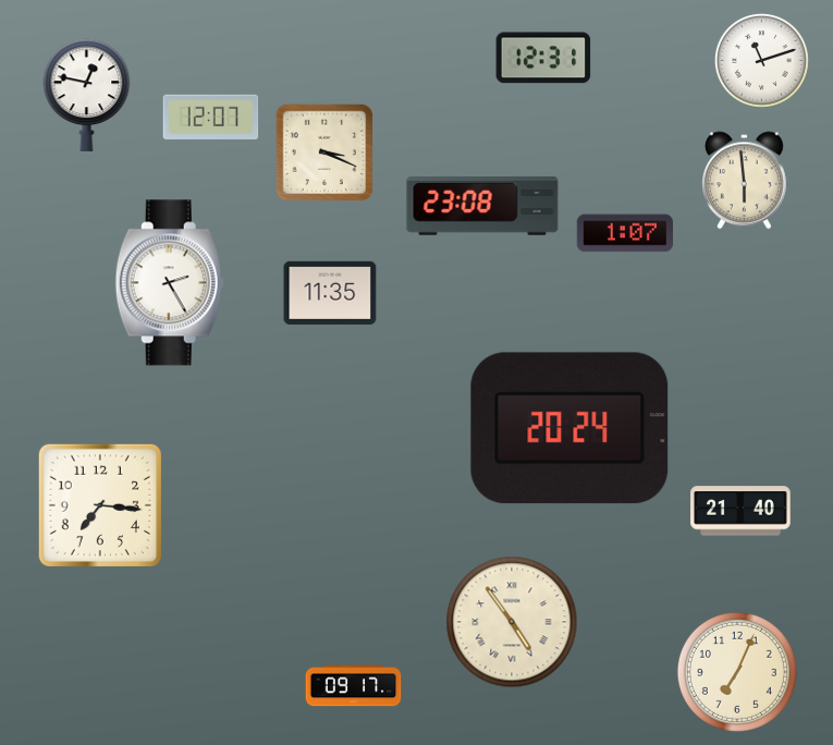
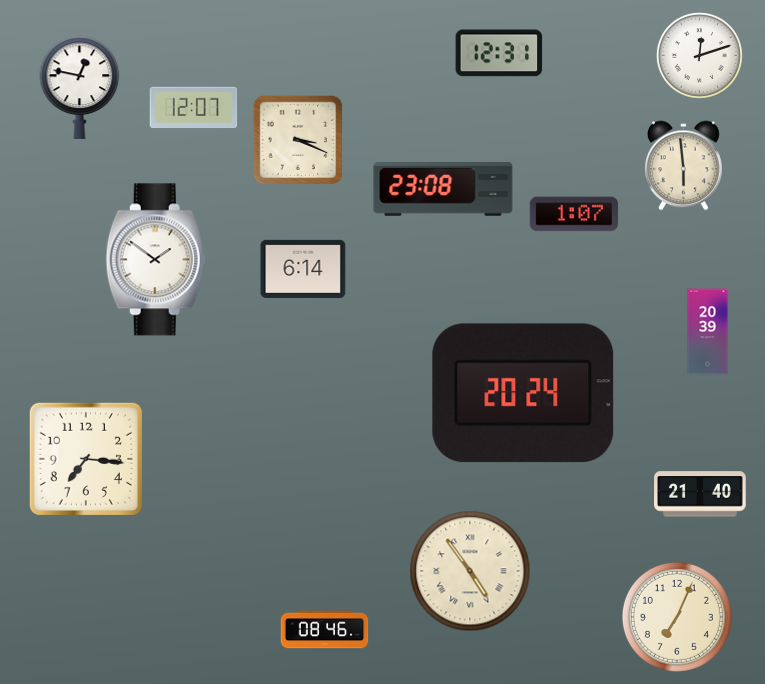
clock at (761, 60): 11:12 -> 12:12
clock at (169, 283): 2:25 -> 1:51
clock at (330, 293): 11:35 -> 6:14
clock at (708, 332): none -> 20:39
clock at (100, 505) position: (100, 505) -> (86, 459)
clock at (740, 511) position: (740, 511) -> (700, 494)
clock at (354, 686): 09:17 -> 08:46
